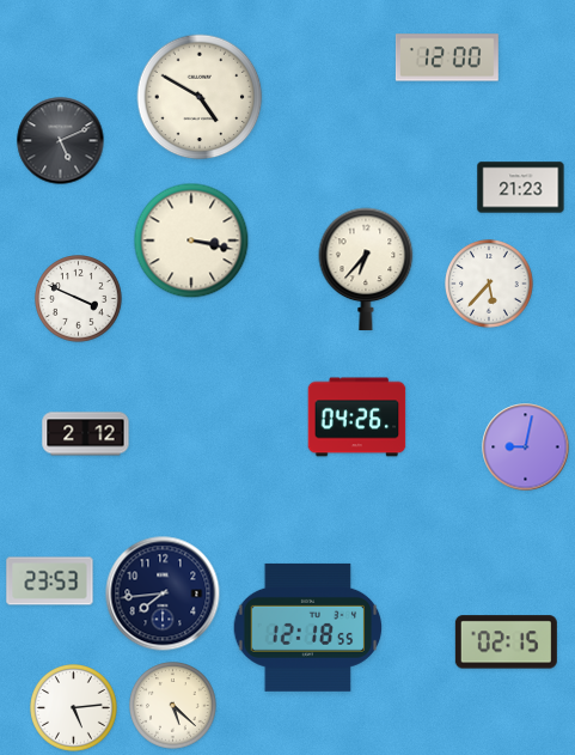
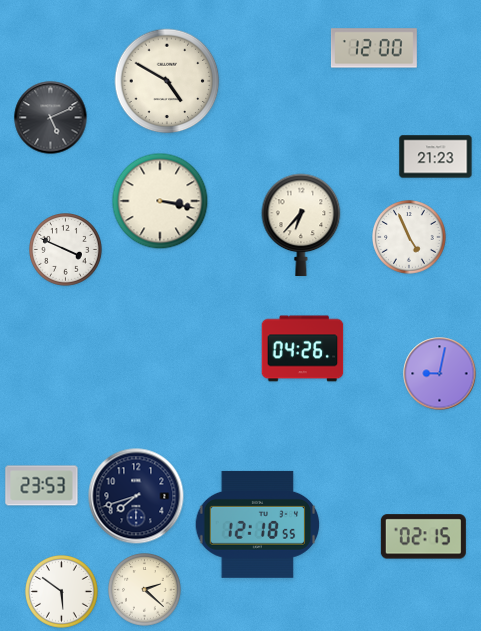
clock at (366, 269) position: (366, 269) -> (301, 225)
clock at (489, 284): 5:37 -> 4:56
clock at (357, 418) position: (357, 418) -> (303, 349)
clock at (86, 434): 2:12 -> none
clock at (163, 593): 7:44 -> 7:42
clock at (173, 706): 5:22 -> 2:22
clock at (74, 708): 5:14 -> 5:51
